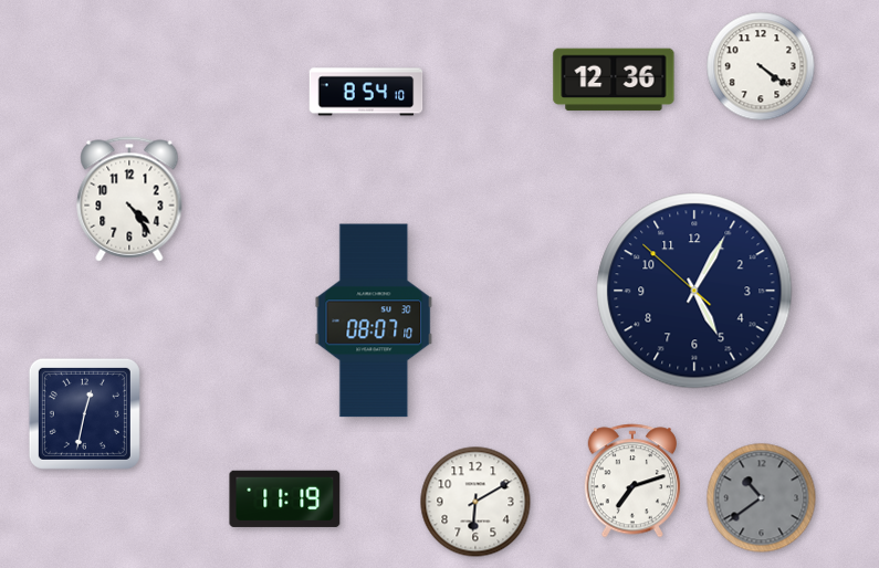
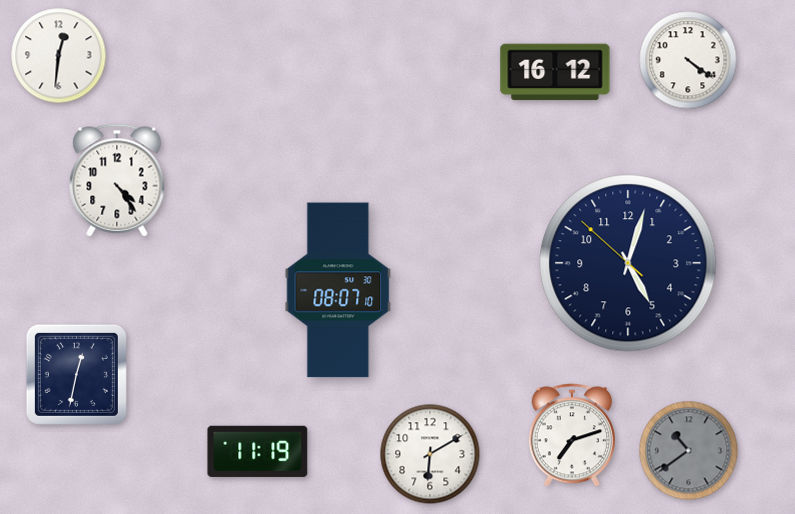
clock at (59, 56): none -> 12:31
clock at (614, 80): 12:36 -> 16:12
clock at (366, 92): 8:54 -> none
clock at (694, 291): 5:04 -> 5:02
